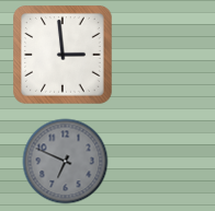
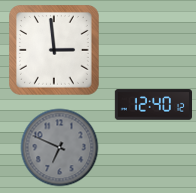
clock at (64, 56) position: (64, 56) -> (55, 51)
clock at (153, 105): none -> 12:40
